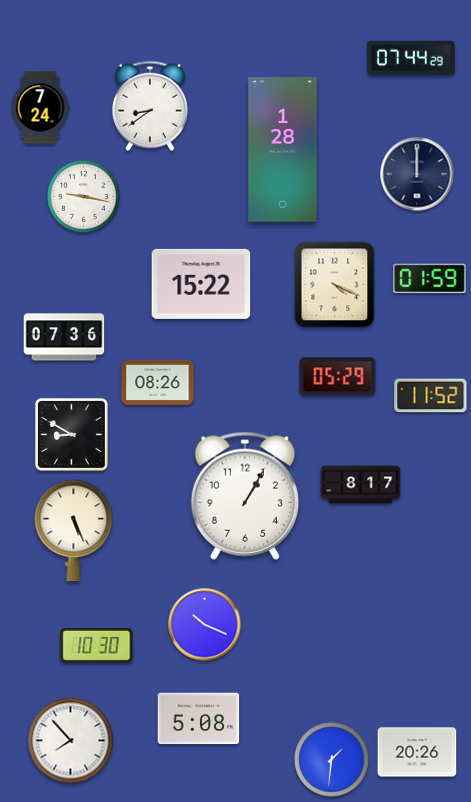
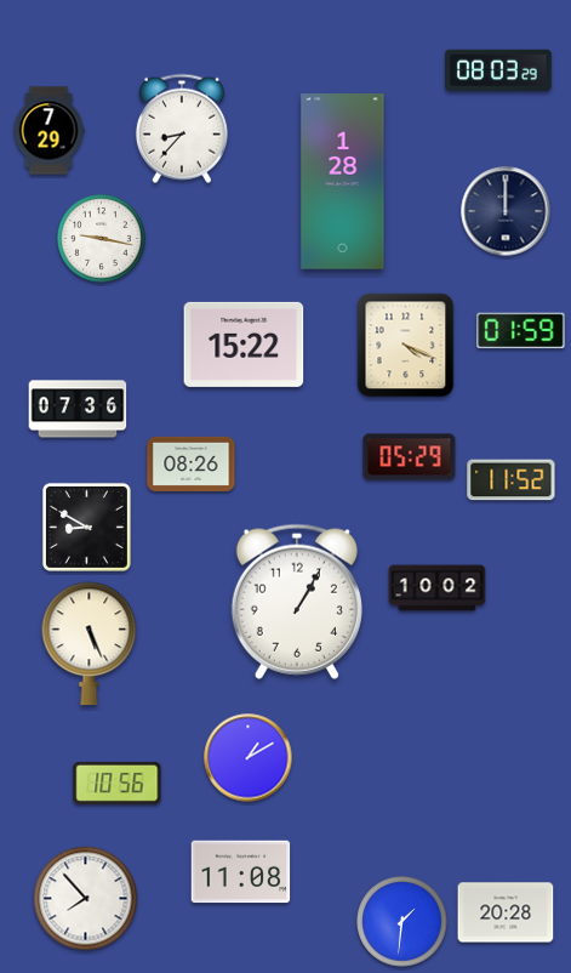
clock at (411, 57): 07:44 -> 08:03
clock at (150, 106): 8:39 -> 8:37
clock at (40, 108): 7:24 -> 7:29
clock at (430, 279) position: (430, 279) -> (521, 331)
clock at (431, 396) position: (431, 396) -> (512, 480)
clock at (361, 485): 8:17 -> 10:02
clock at (205, 625): 10:19 -> 1:10
clock at (97, 645): 10:30 -> 10:56
clock at (199, 719): 5:08 -> 11:08
clock at (417, 752): 20:26 -> 20:28
